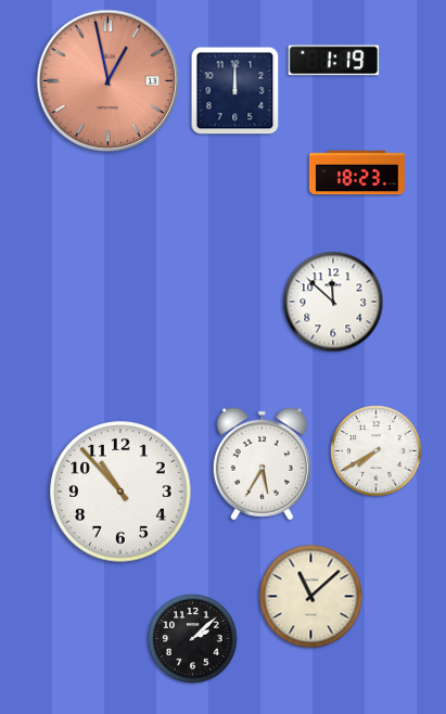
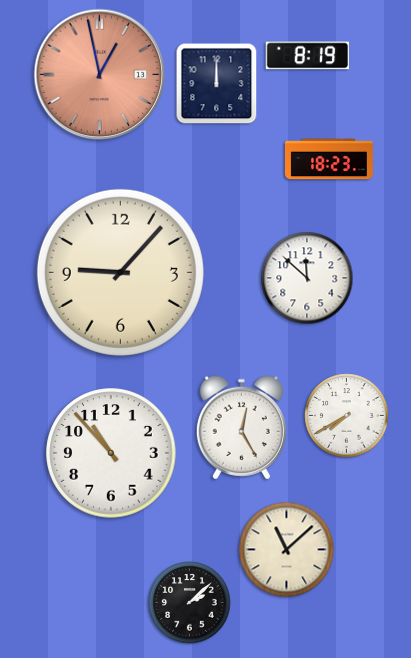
clock at (334, 61): 1:19 -> 8:19
clock at (120, 272): none -> 9:07
clock at (262, 464): 5:35 -> 12:25
clock at (193, 639) position: (193, 639) -> (190, 603)
